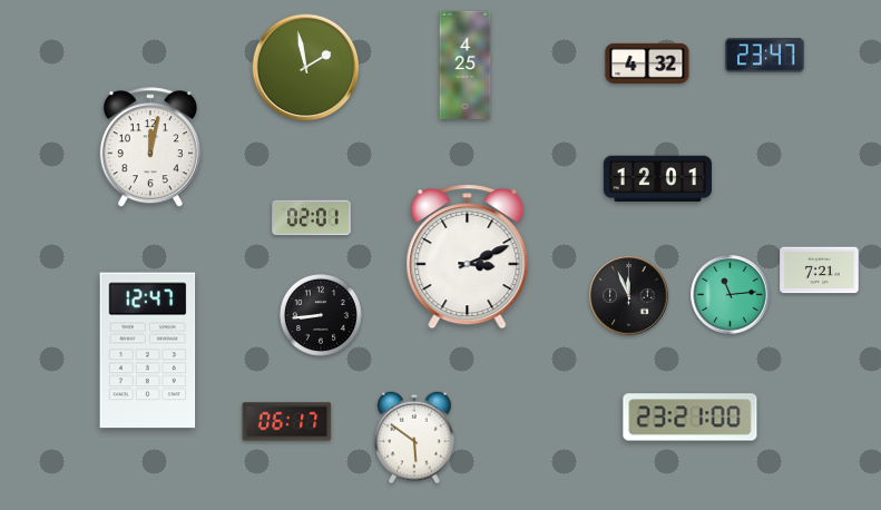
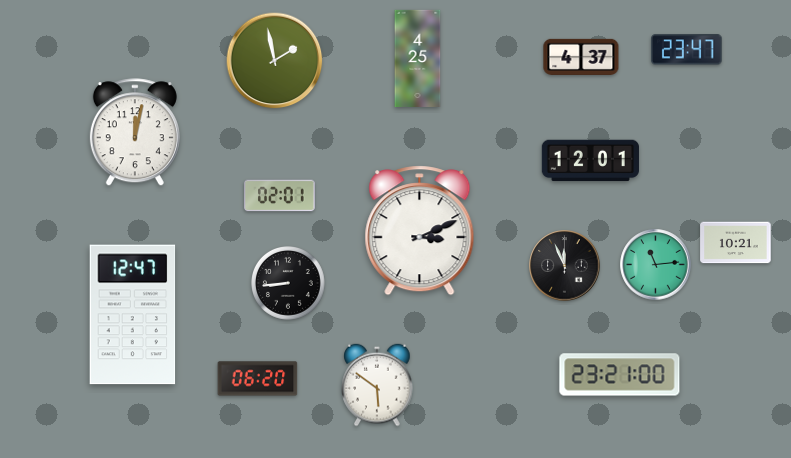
clock at (647, 63): 4:32 -> 4:37
clock at (820, 271): 7:21 -> 10:21
clock at (287, 422): 06:17 -> 06:20
clock at (414, 438) position: (414, 438) -> (377, 385)
